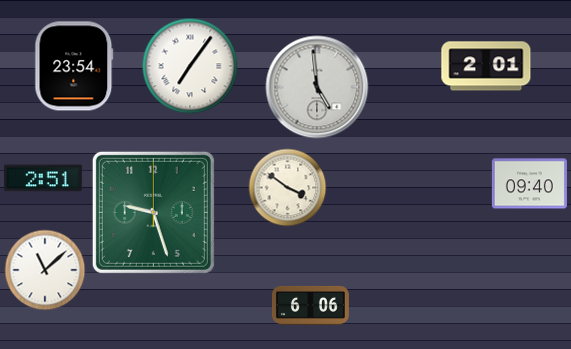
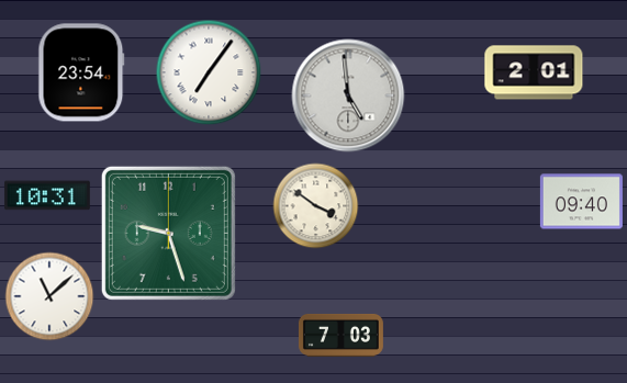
clock at (43, 178): 2:51 -> 10:31
clock at (310, 305): 6:06 -> 7:03
